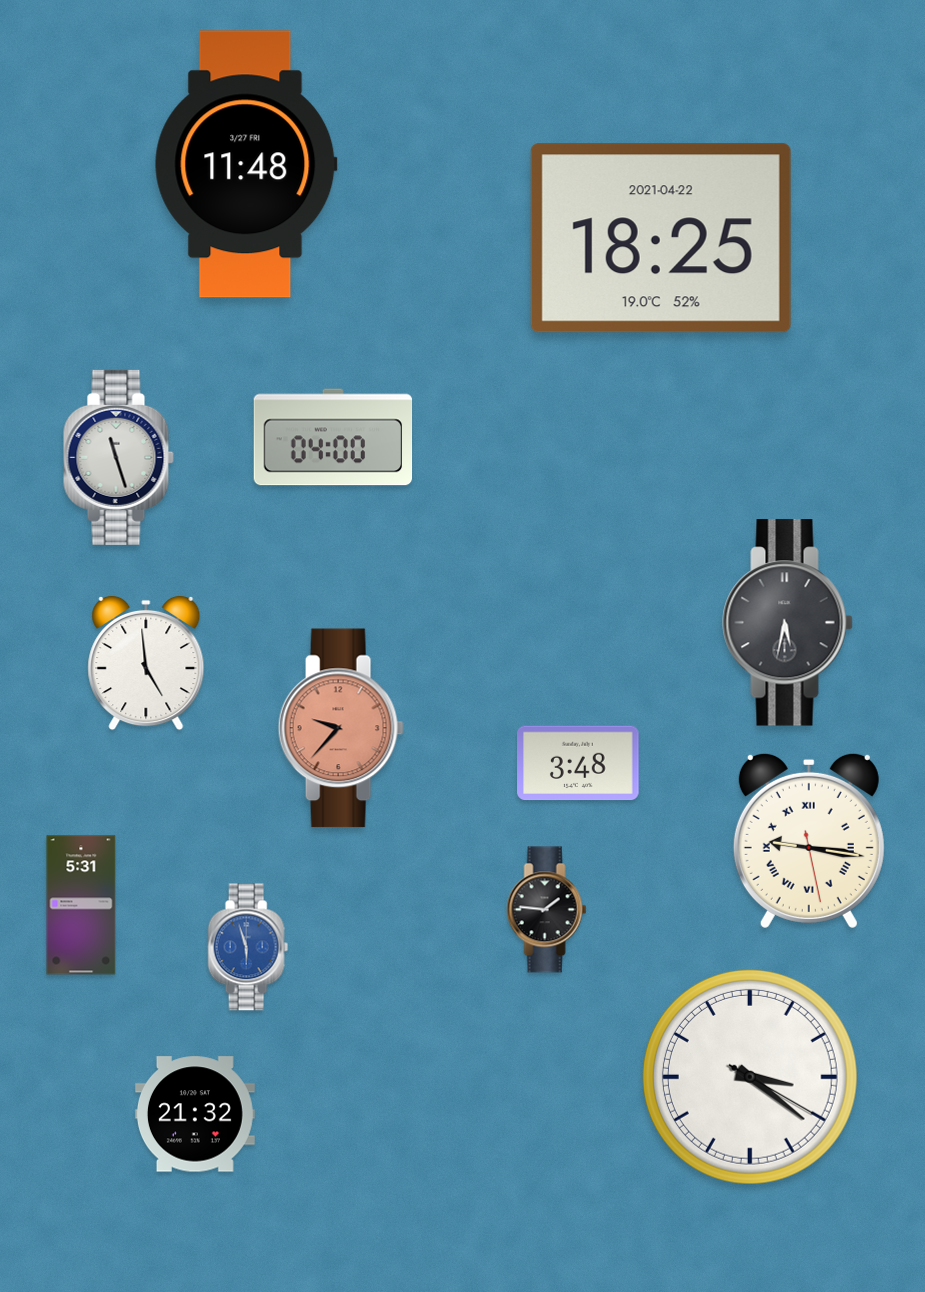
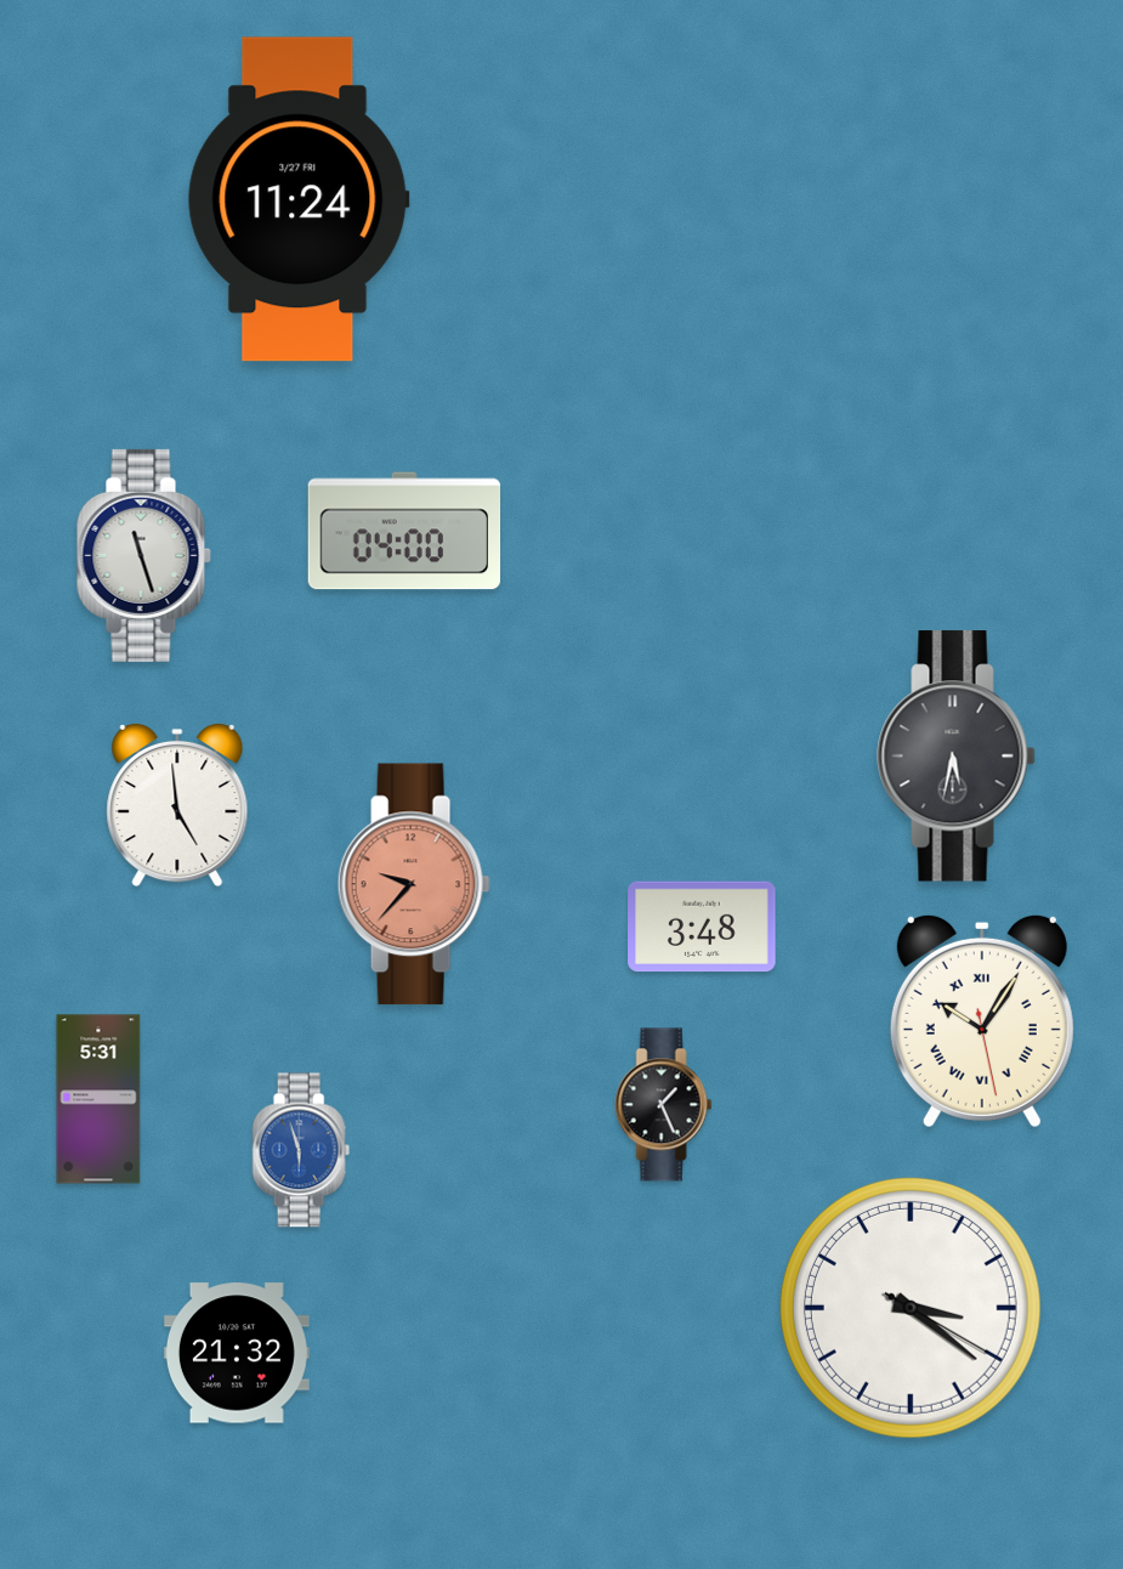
clock at (246, 164): 11:48 -> 11:24
clock at (661, 238): 18:25 -> none
clock at (809, 840): 9:16 -> 10:05
clock at (547, 910): 1:46 -> 1:26
